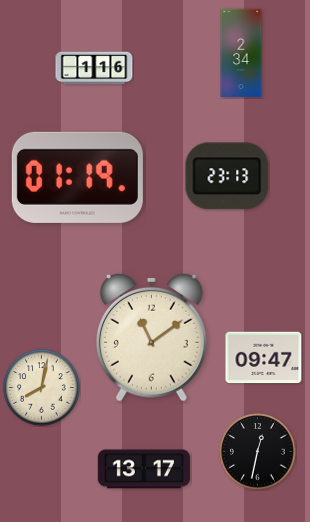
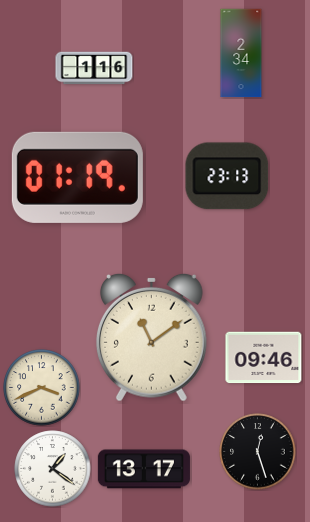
clock at (264, 358): 09:47 -> 09:46
clock at (42, 388): 8:02 -> 3:41
clock at (258, 452): 12:32 -> 12:27
clock at (53, 469): none -> 1:21
